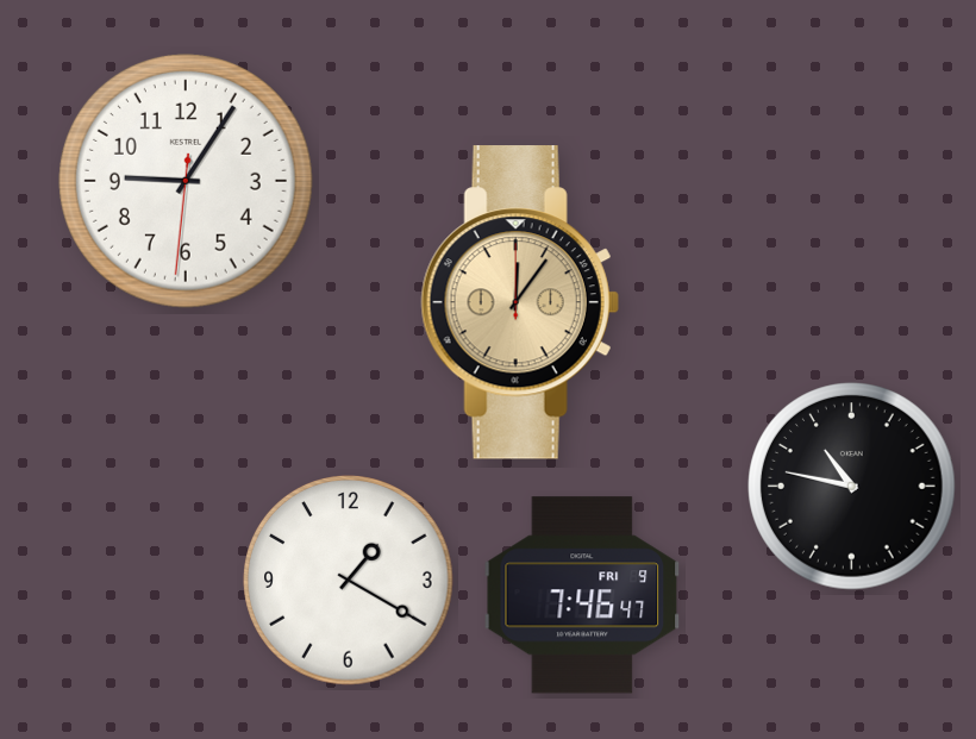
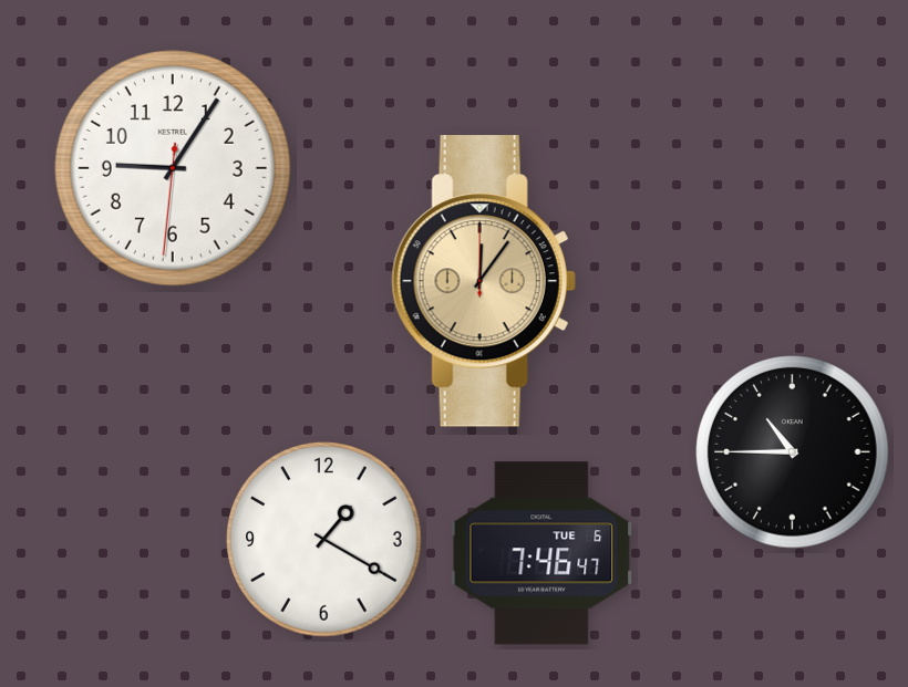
clock at (852, 487): 10:47 -> 10:45
clock at (582, 595) date: FRI 9 -> TUE 6
